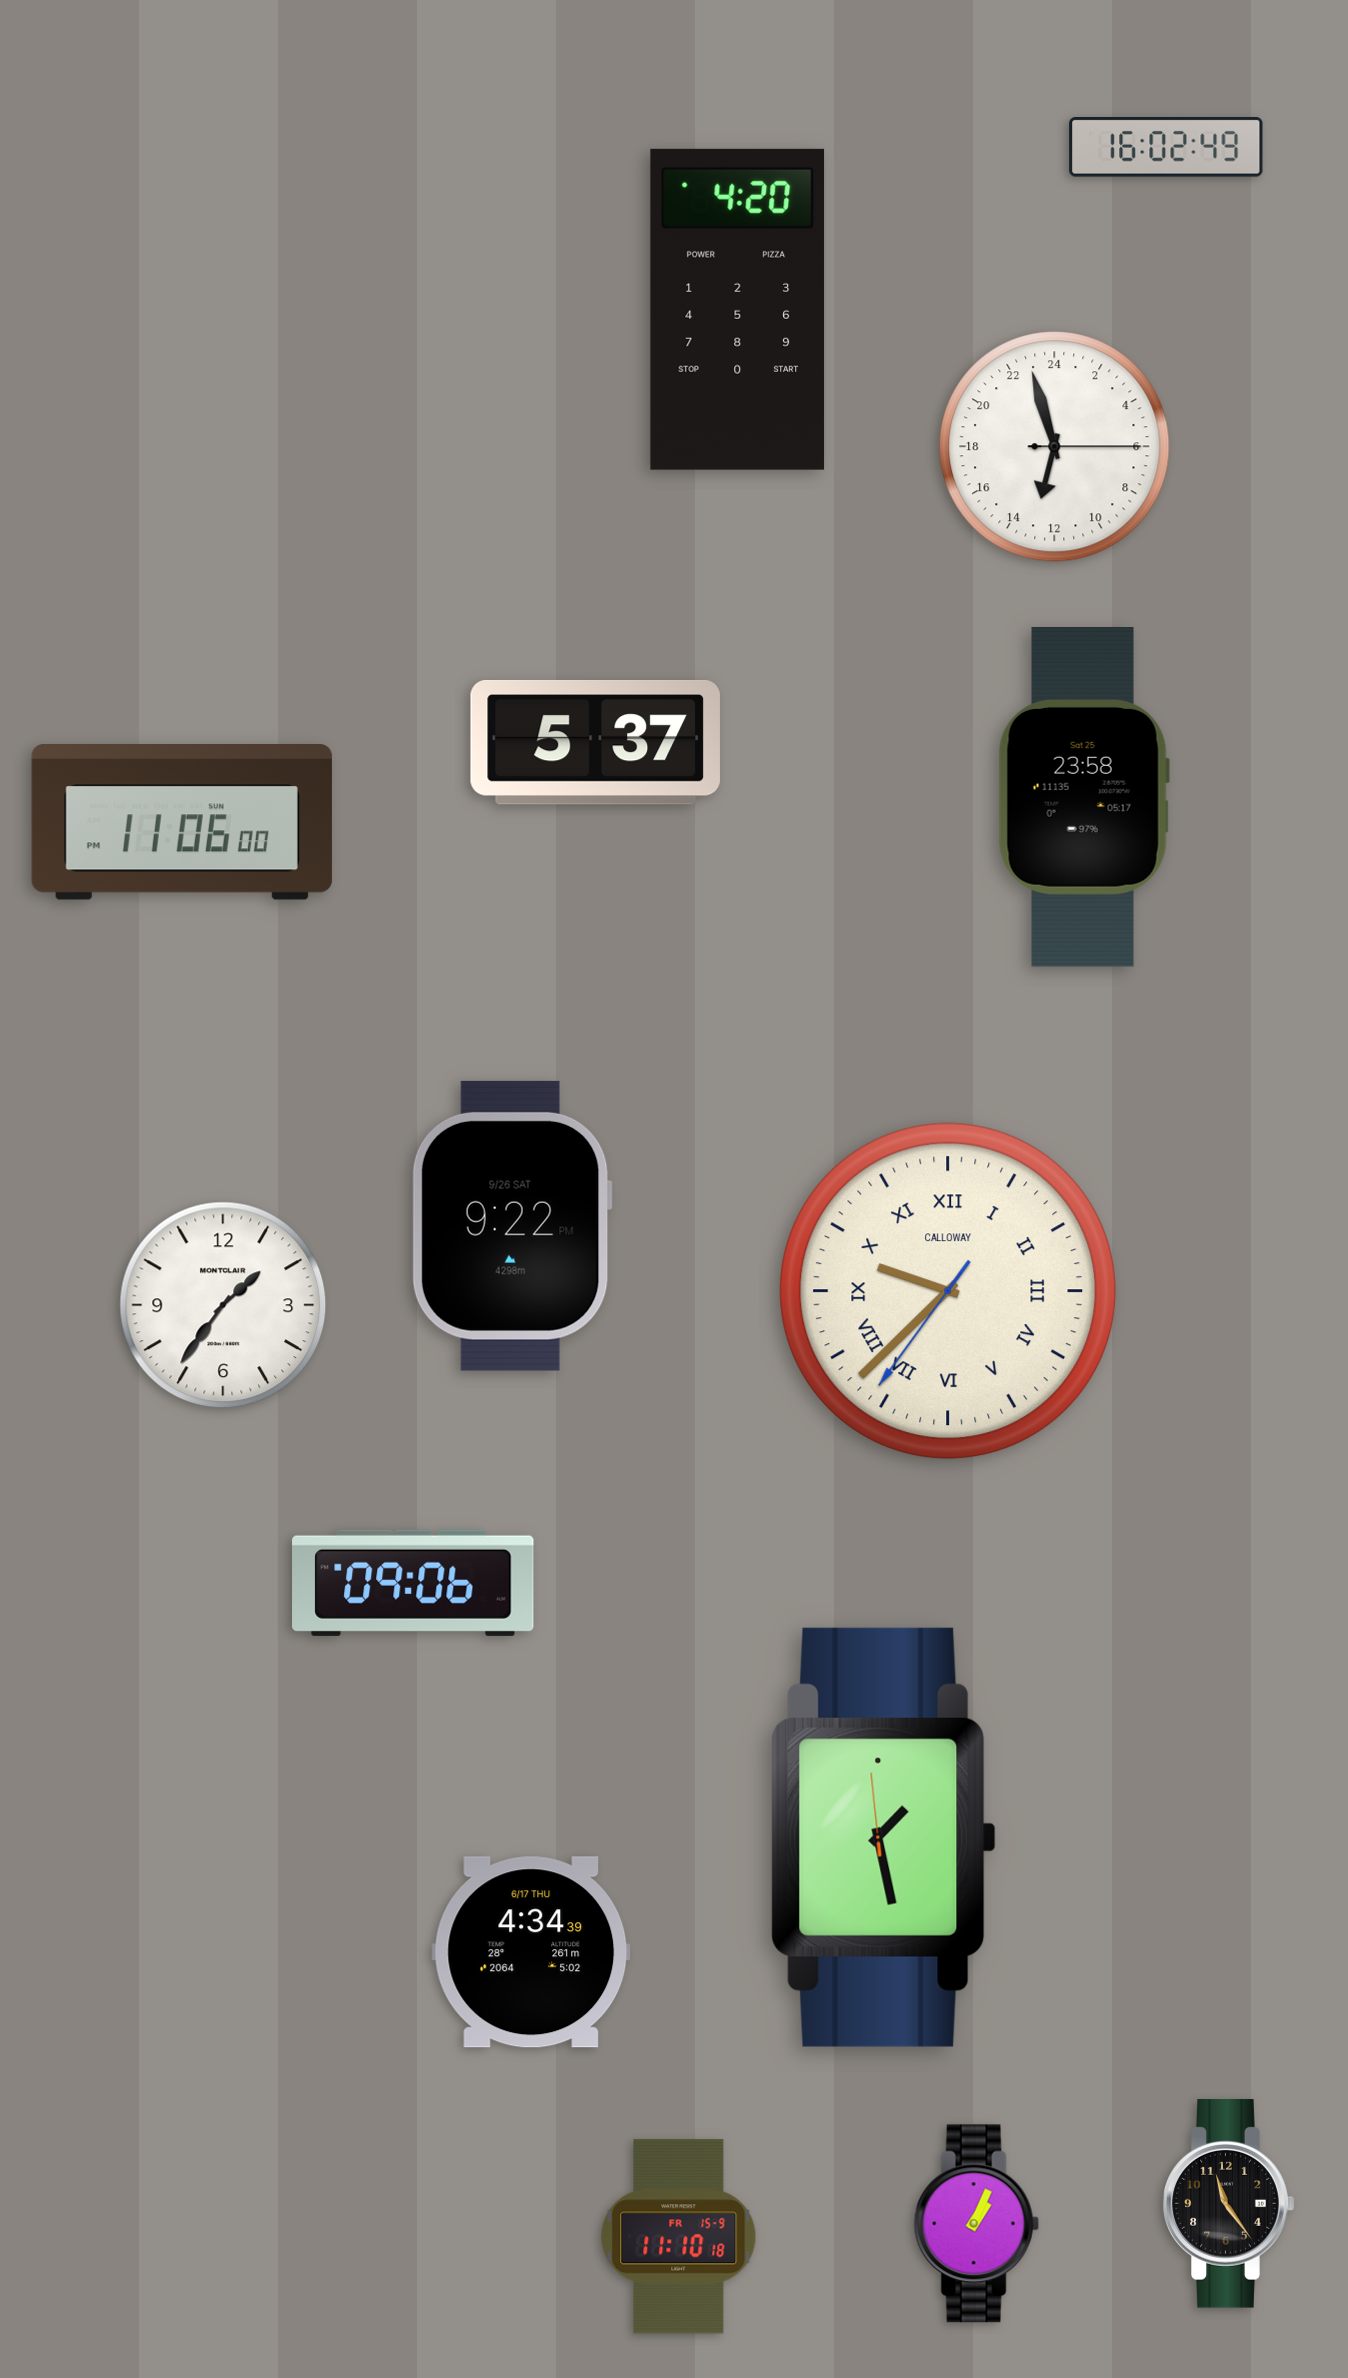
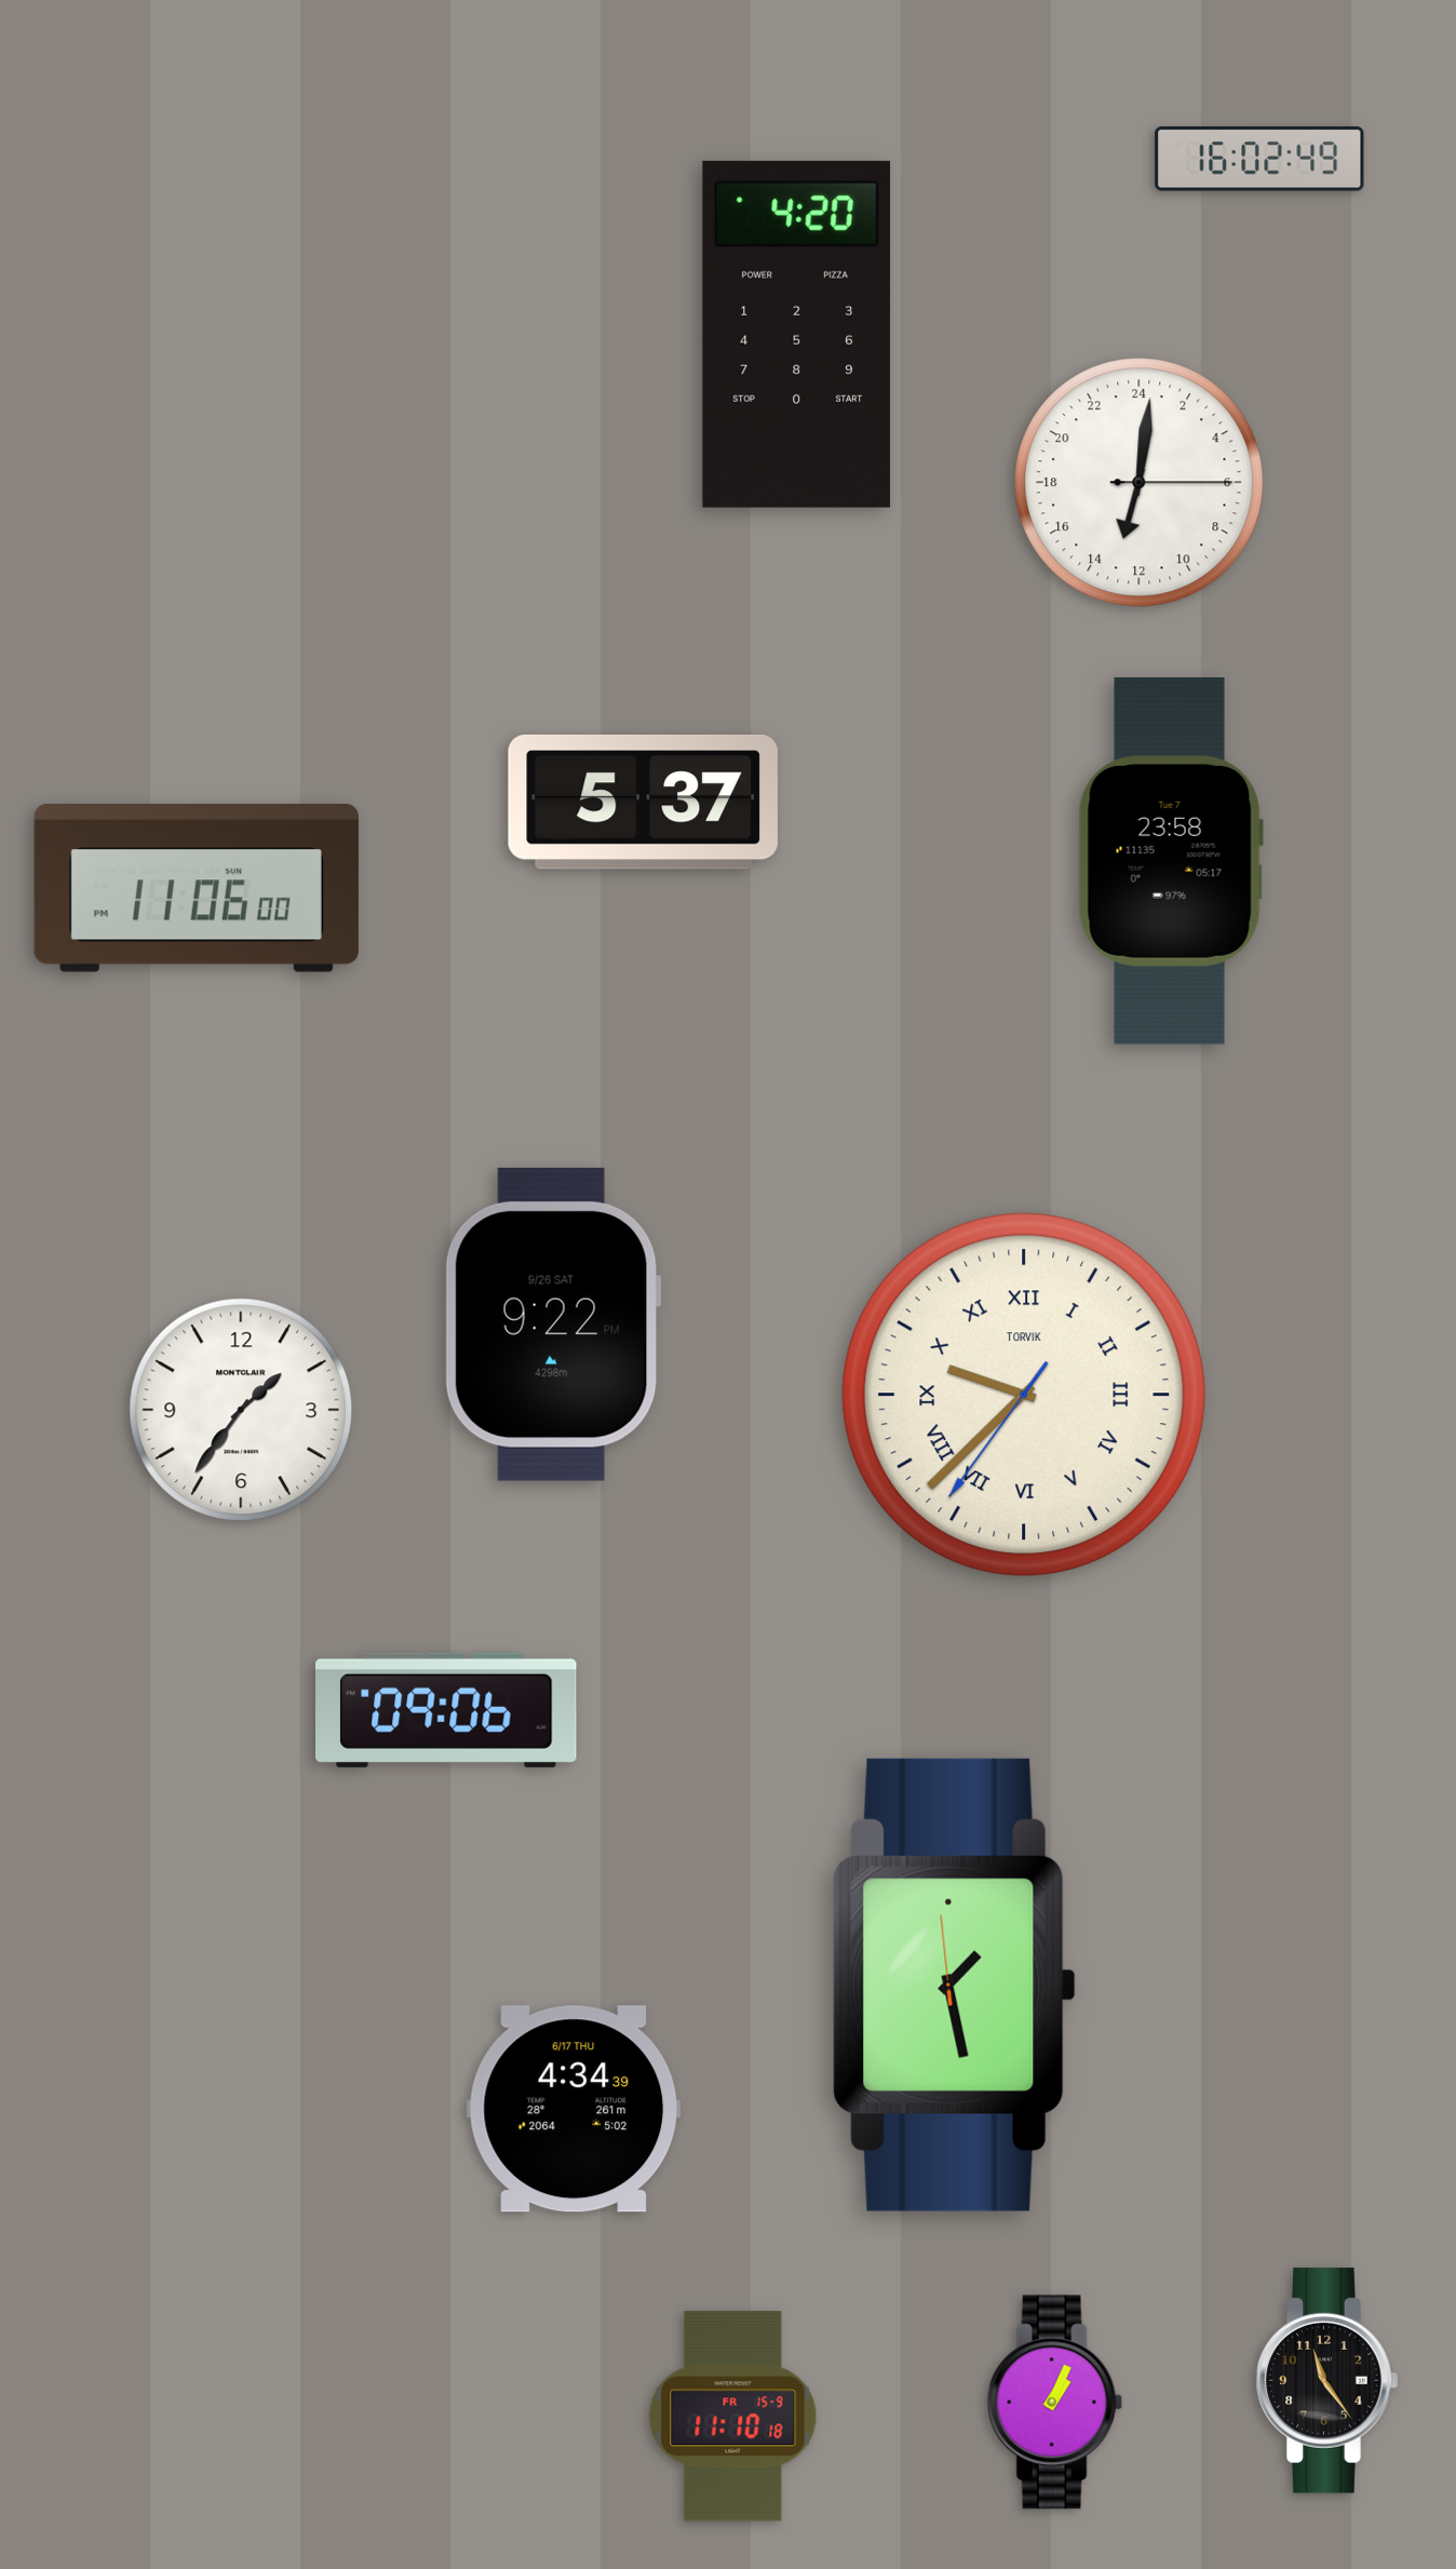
clock at (1055, 447): 12:57 -> 13:01
clock at (1084, 798) date: Sat 25 -> Tue 7
clock at (948, 1291) brand: CALLOWAY -> TORVIK
